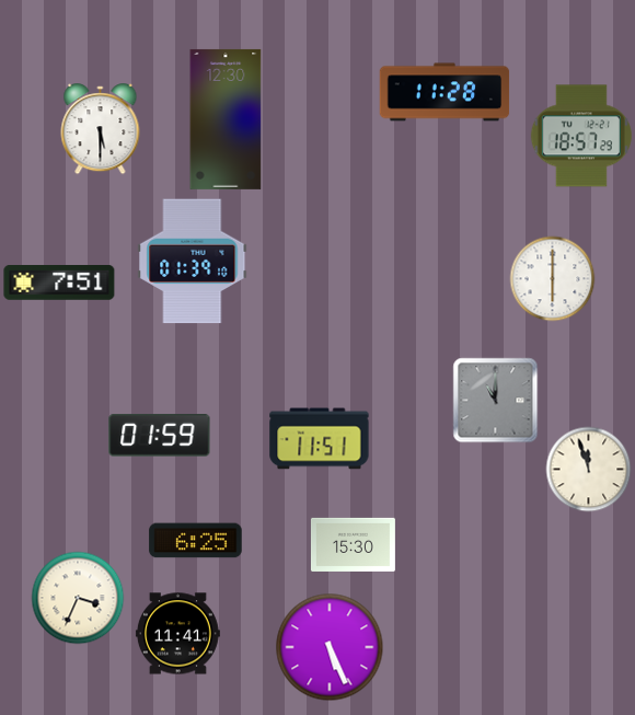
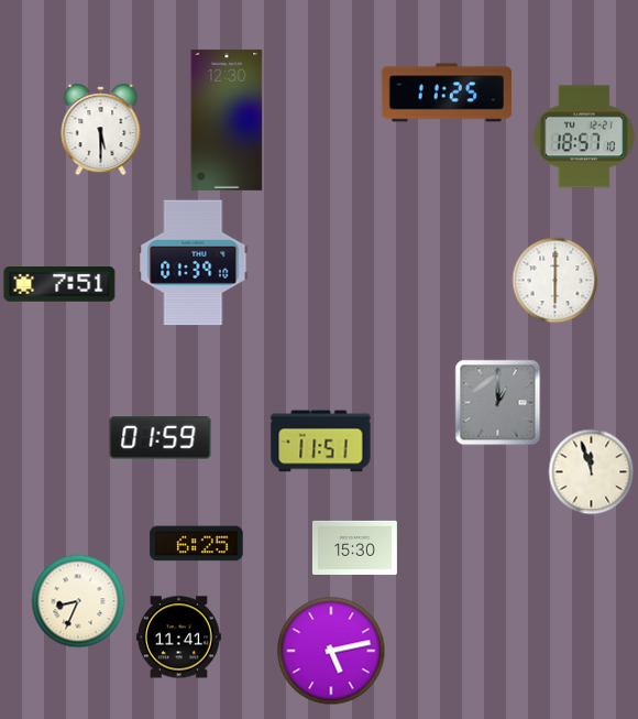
clock at (444, 92): 11:28 -> 11:25
clock at (581, 136): 18:57:29 -> 18:57:10
clock at (495, 400): 11:00 -> 1:00
clock at (78, 598): 3:34 -> 8:34
clock at (330, 647): 5:26 -> 5:13
